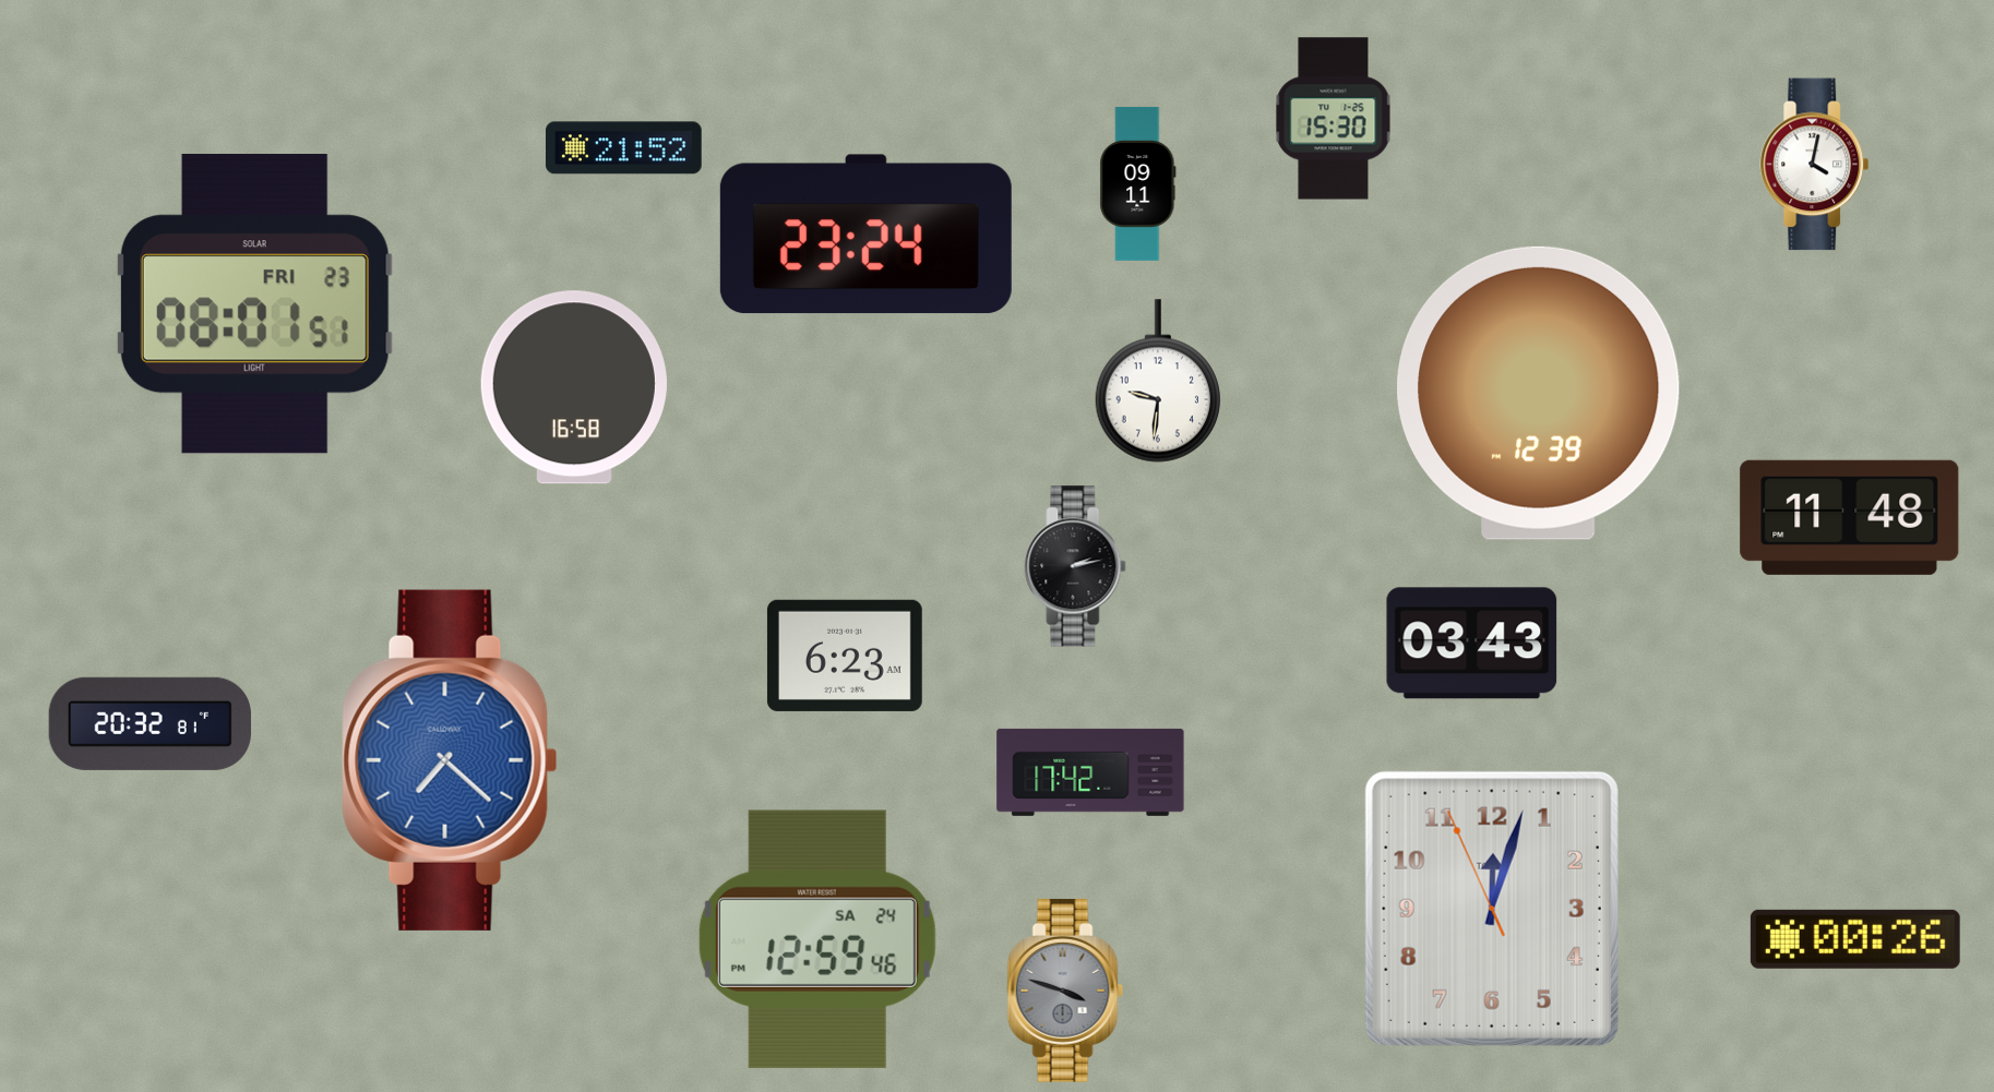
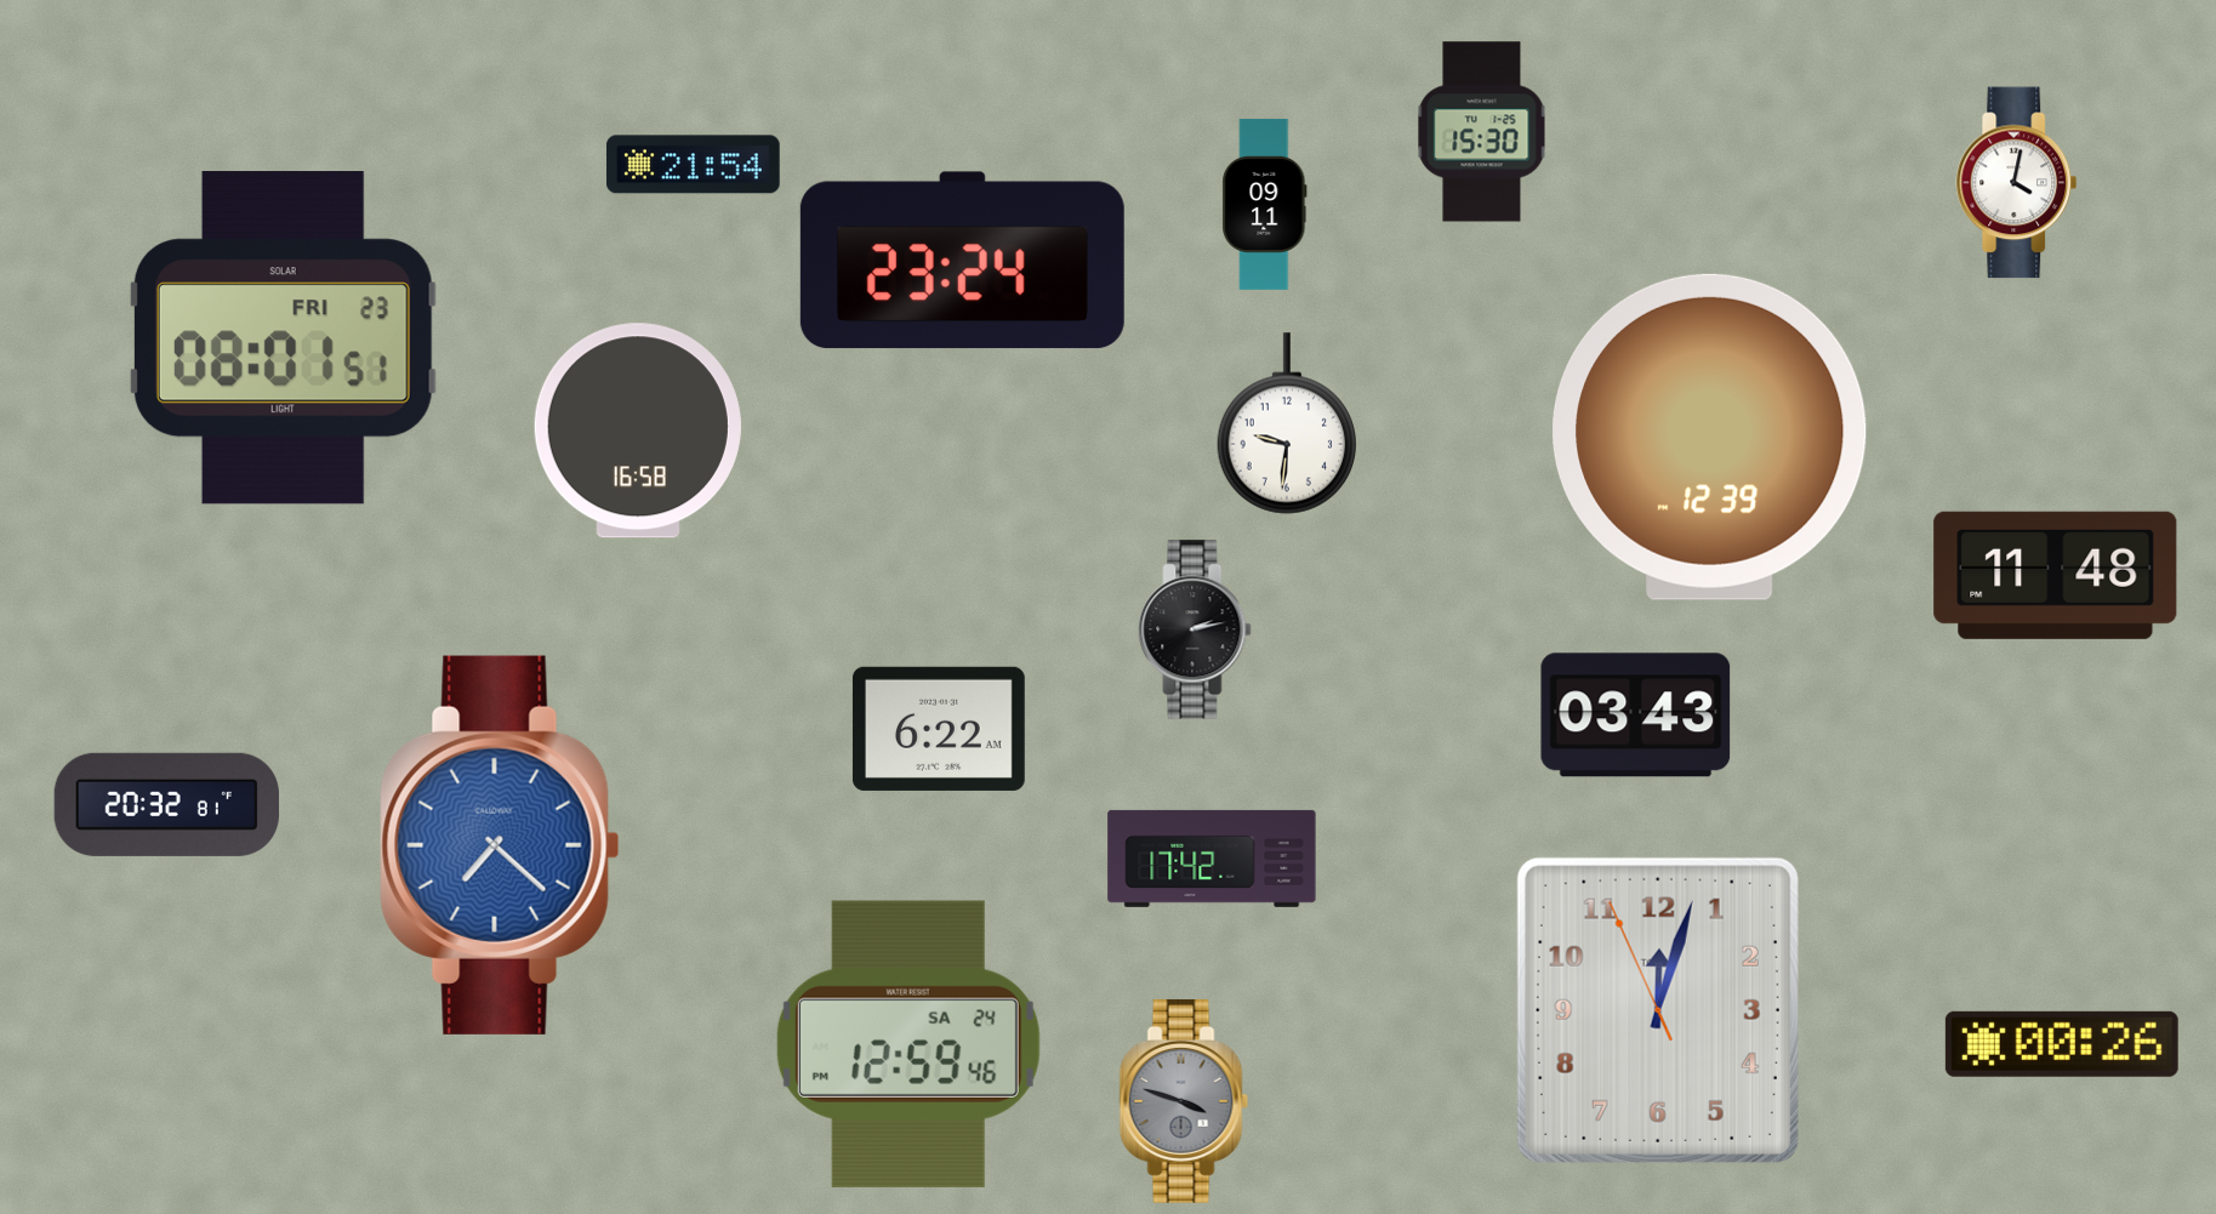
clock at (623, 148): 21:52 -> 21:54
clock at (845, 656): 6:23 -> 6:22
